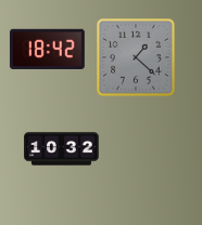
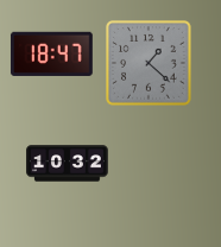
clock at (47, 49): 18:42 -> 18:47
